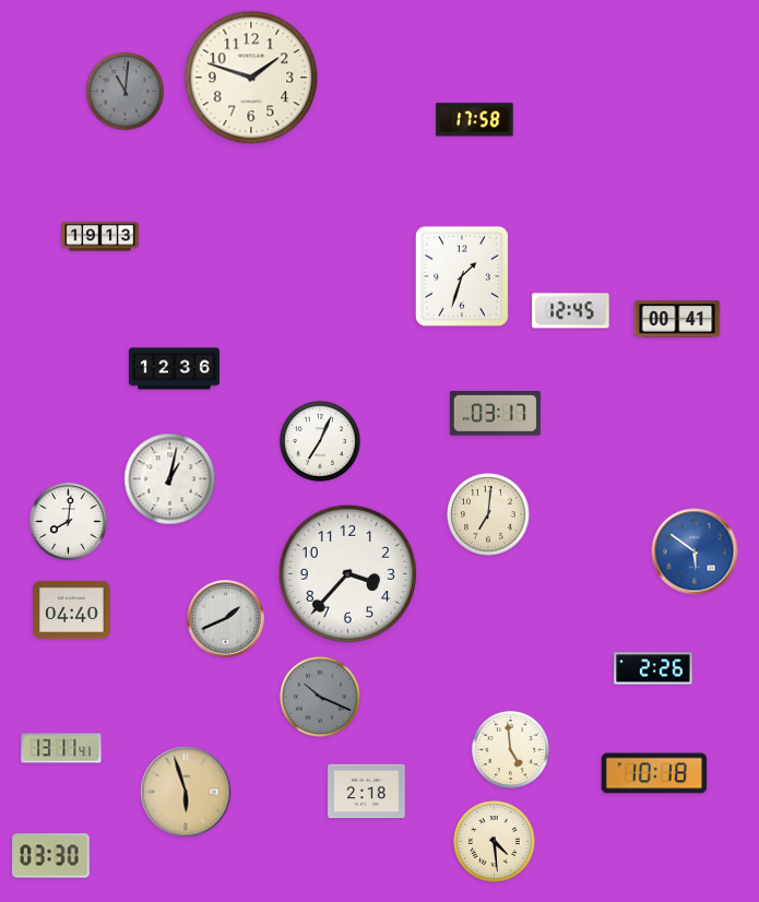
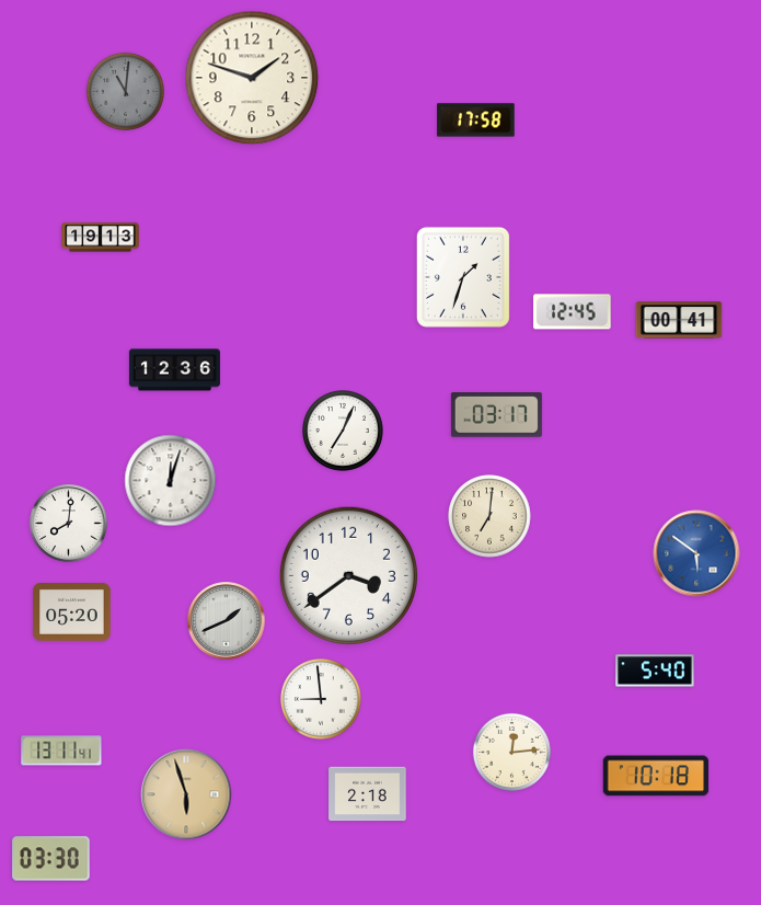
clock at (321, 442) position: (321, 442) -> (344, 432)
clock at (170, 479): 1:02 -> 12:03
clock at (347, 573): 3:37 -> 3:39
clock at (72, 610): 04:40 -> 05:20
clock at (653, 668): 2:26 -> 5:40
clock at (321, 698): 10:19 -> 8:59
clock at (321, 698) dial: grey -> white
clock at (510, 749): 4:59 -> 12:14
clock at (495, 842): 4:29 -> none
